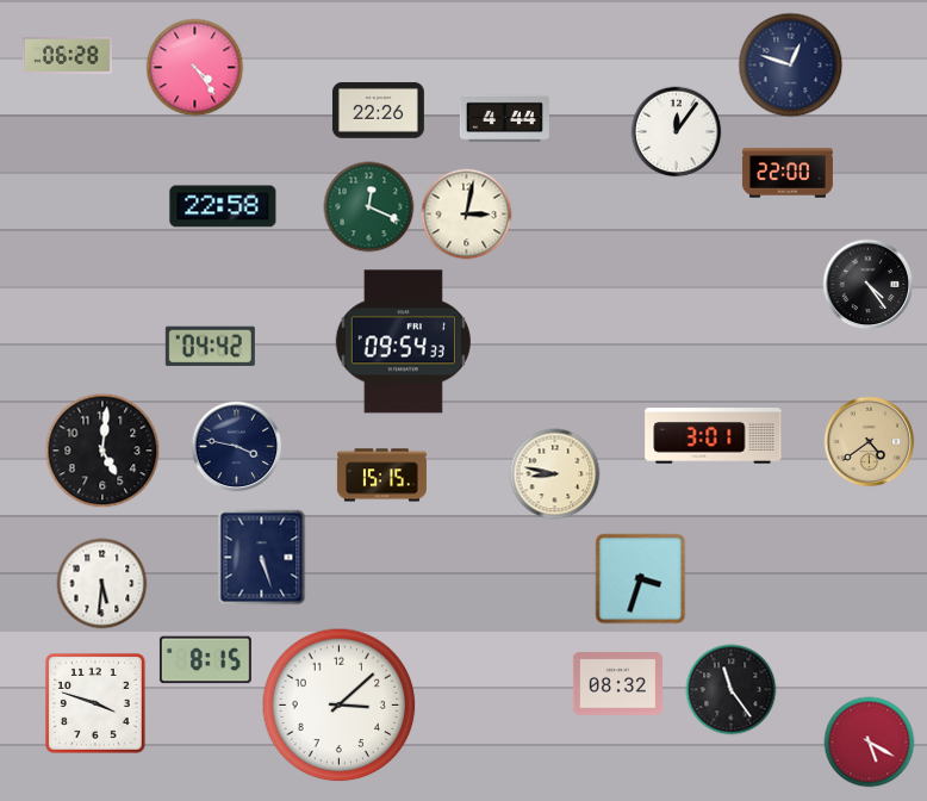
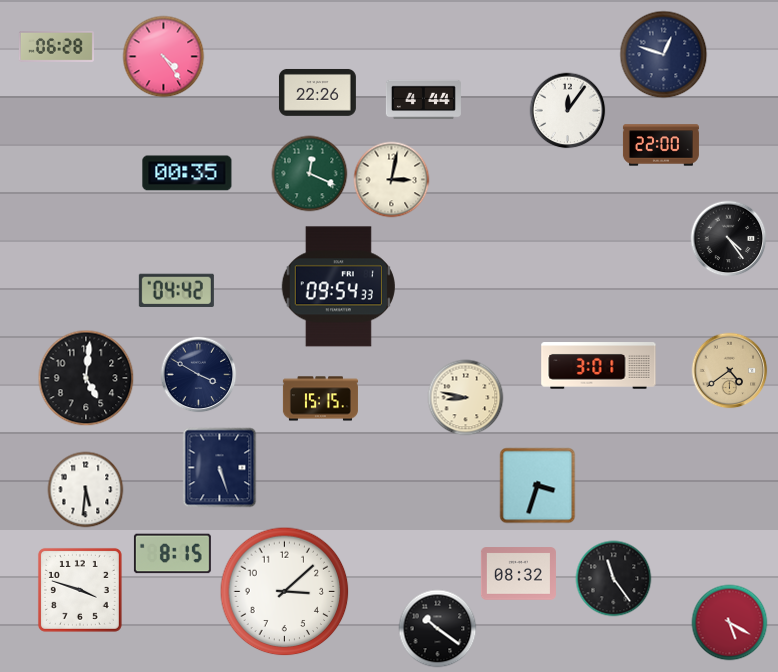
clock at (223, 206): 22:58 -> 00:35
clock at (237, 447): 3:47 -> 3:50
clock at (438, 629): none -> 10:21
